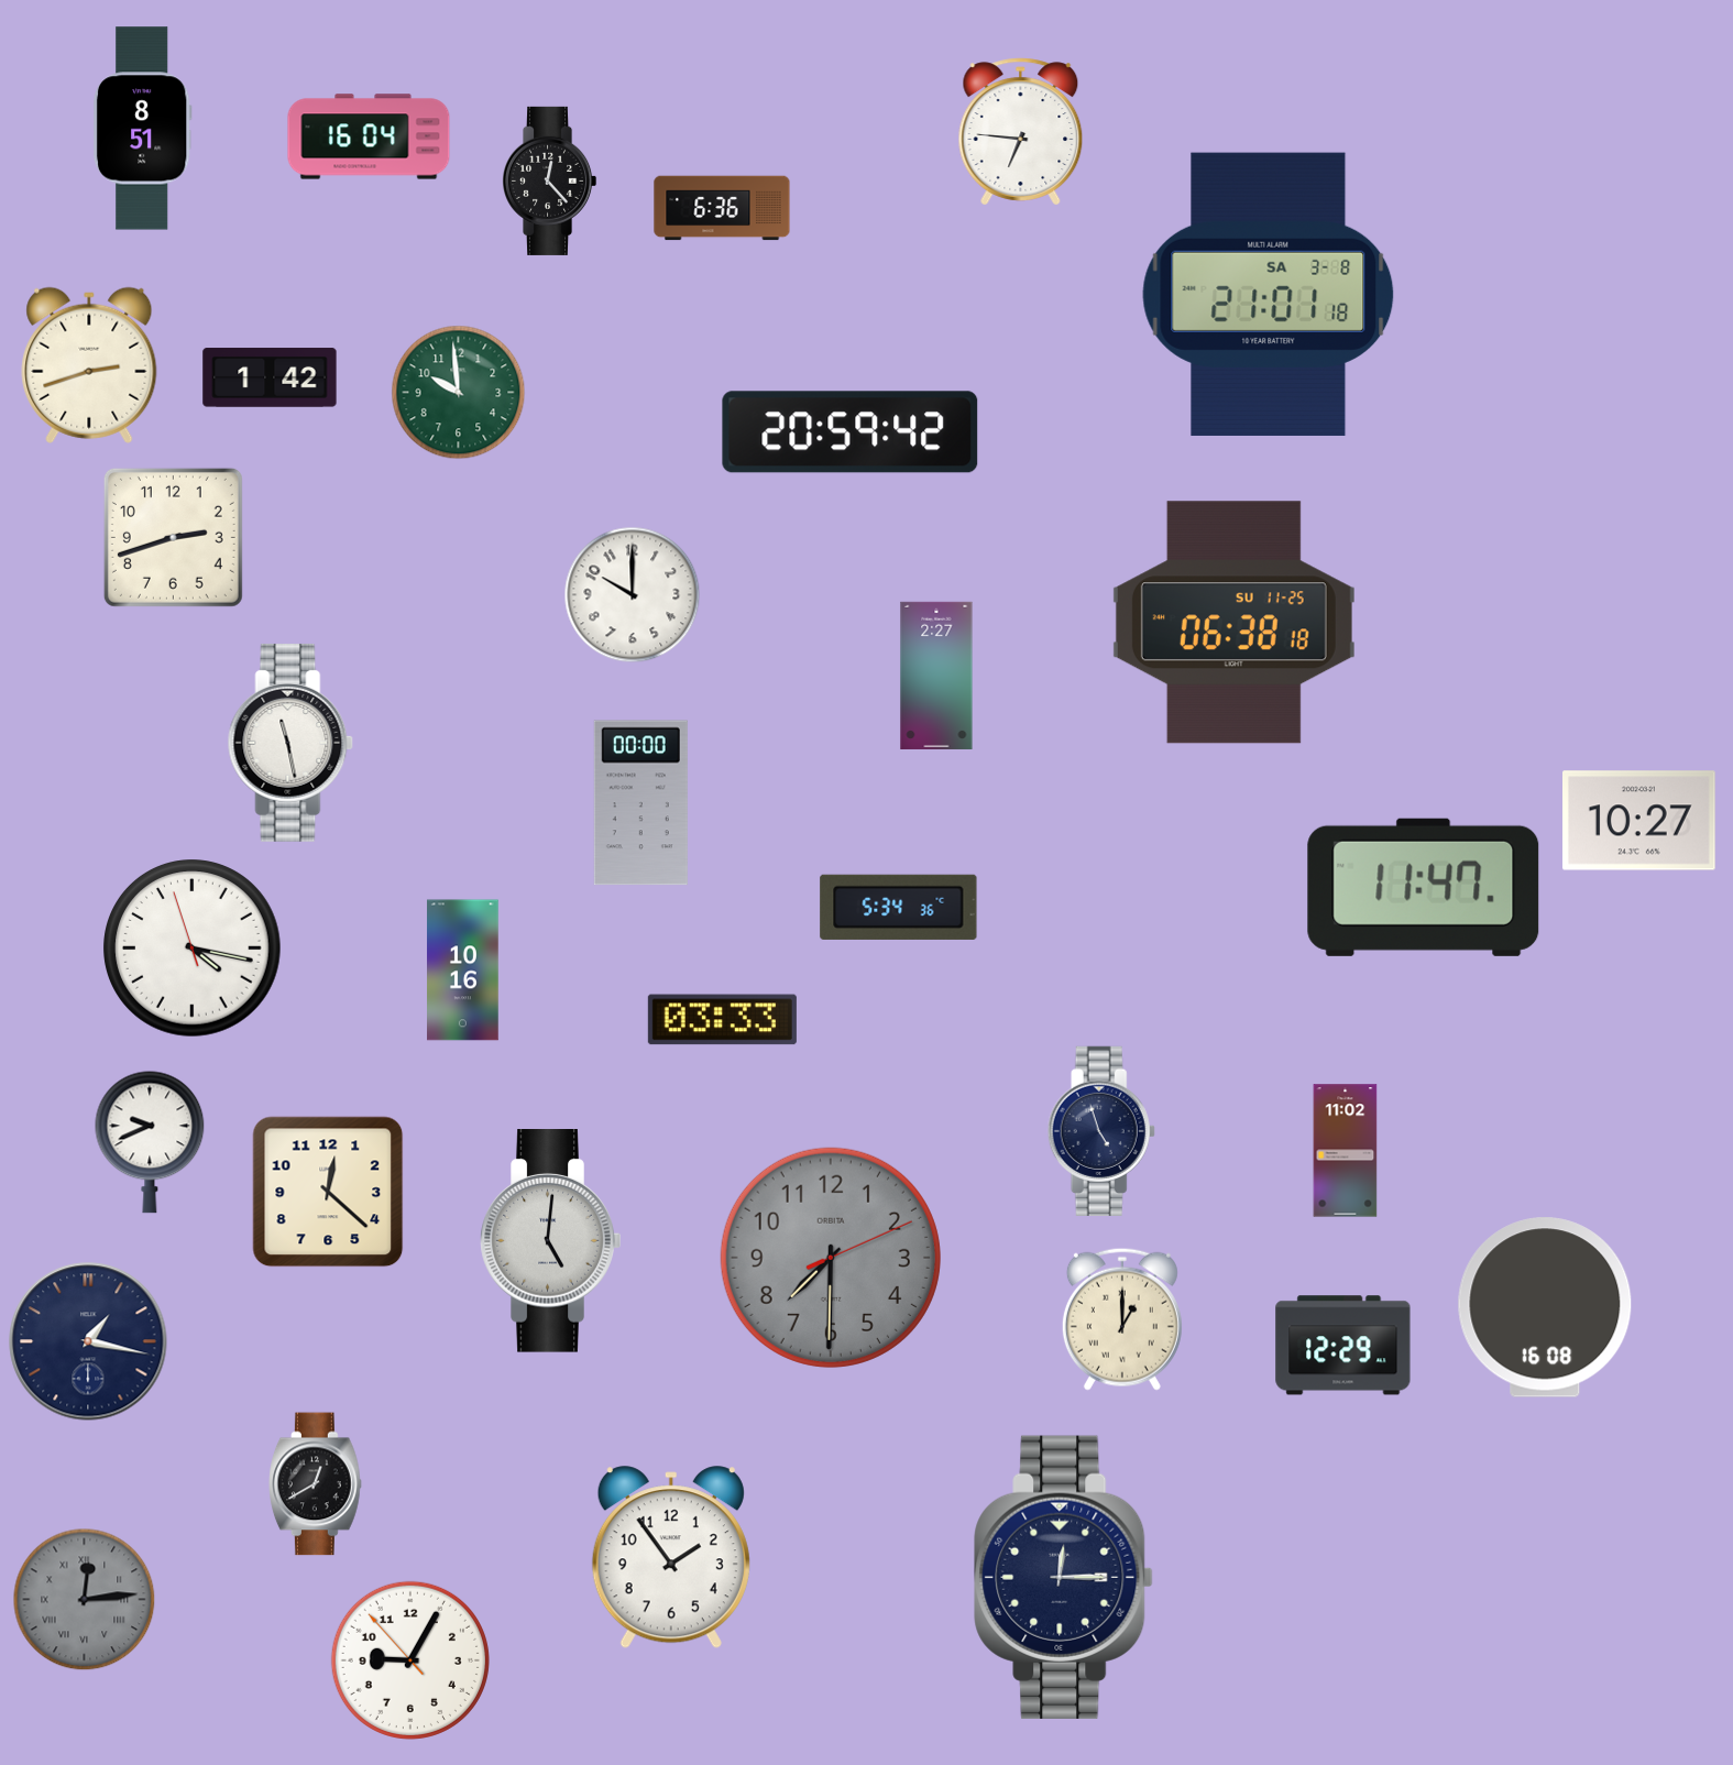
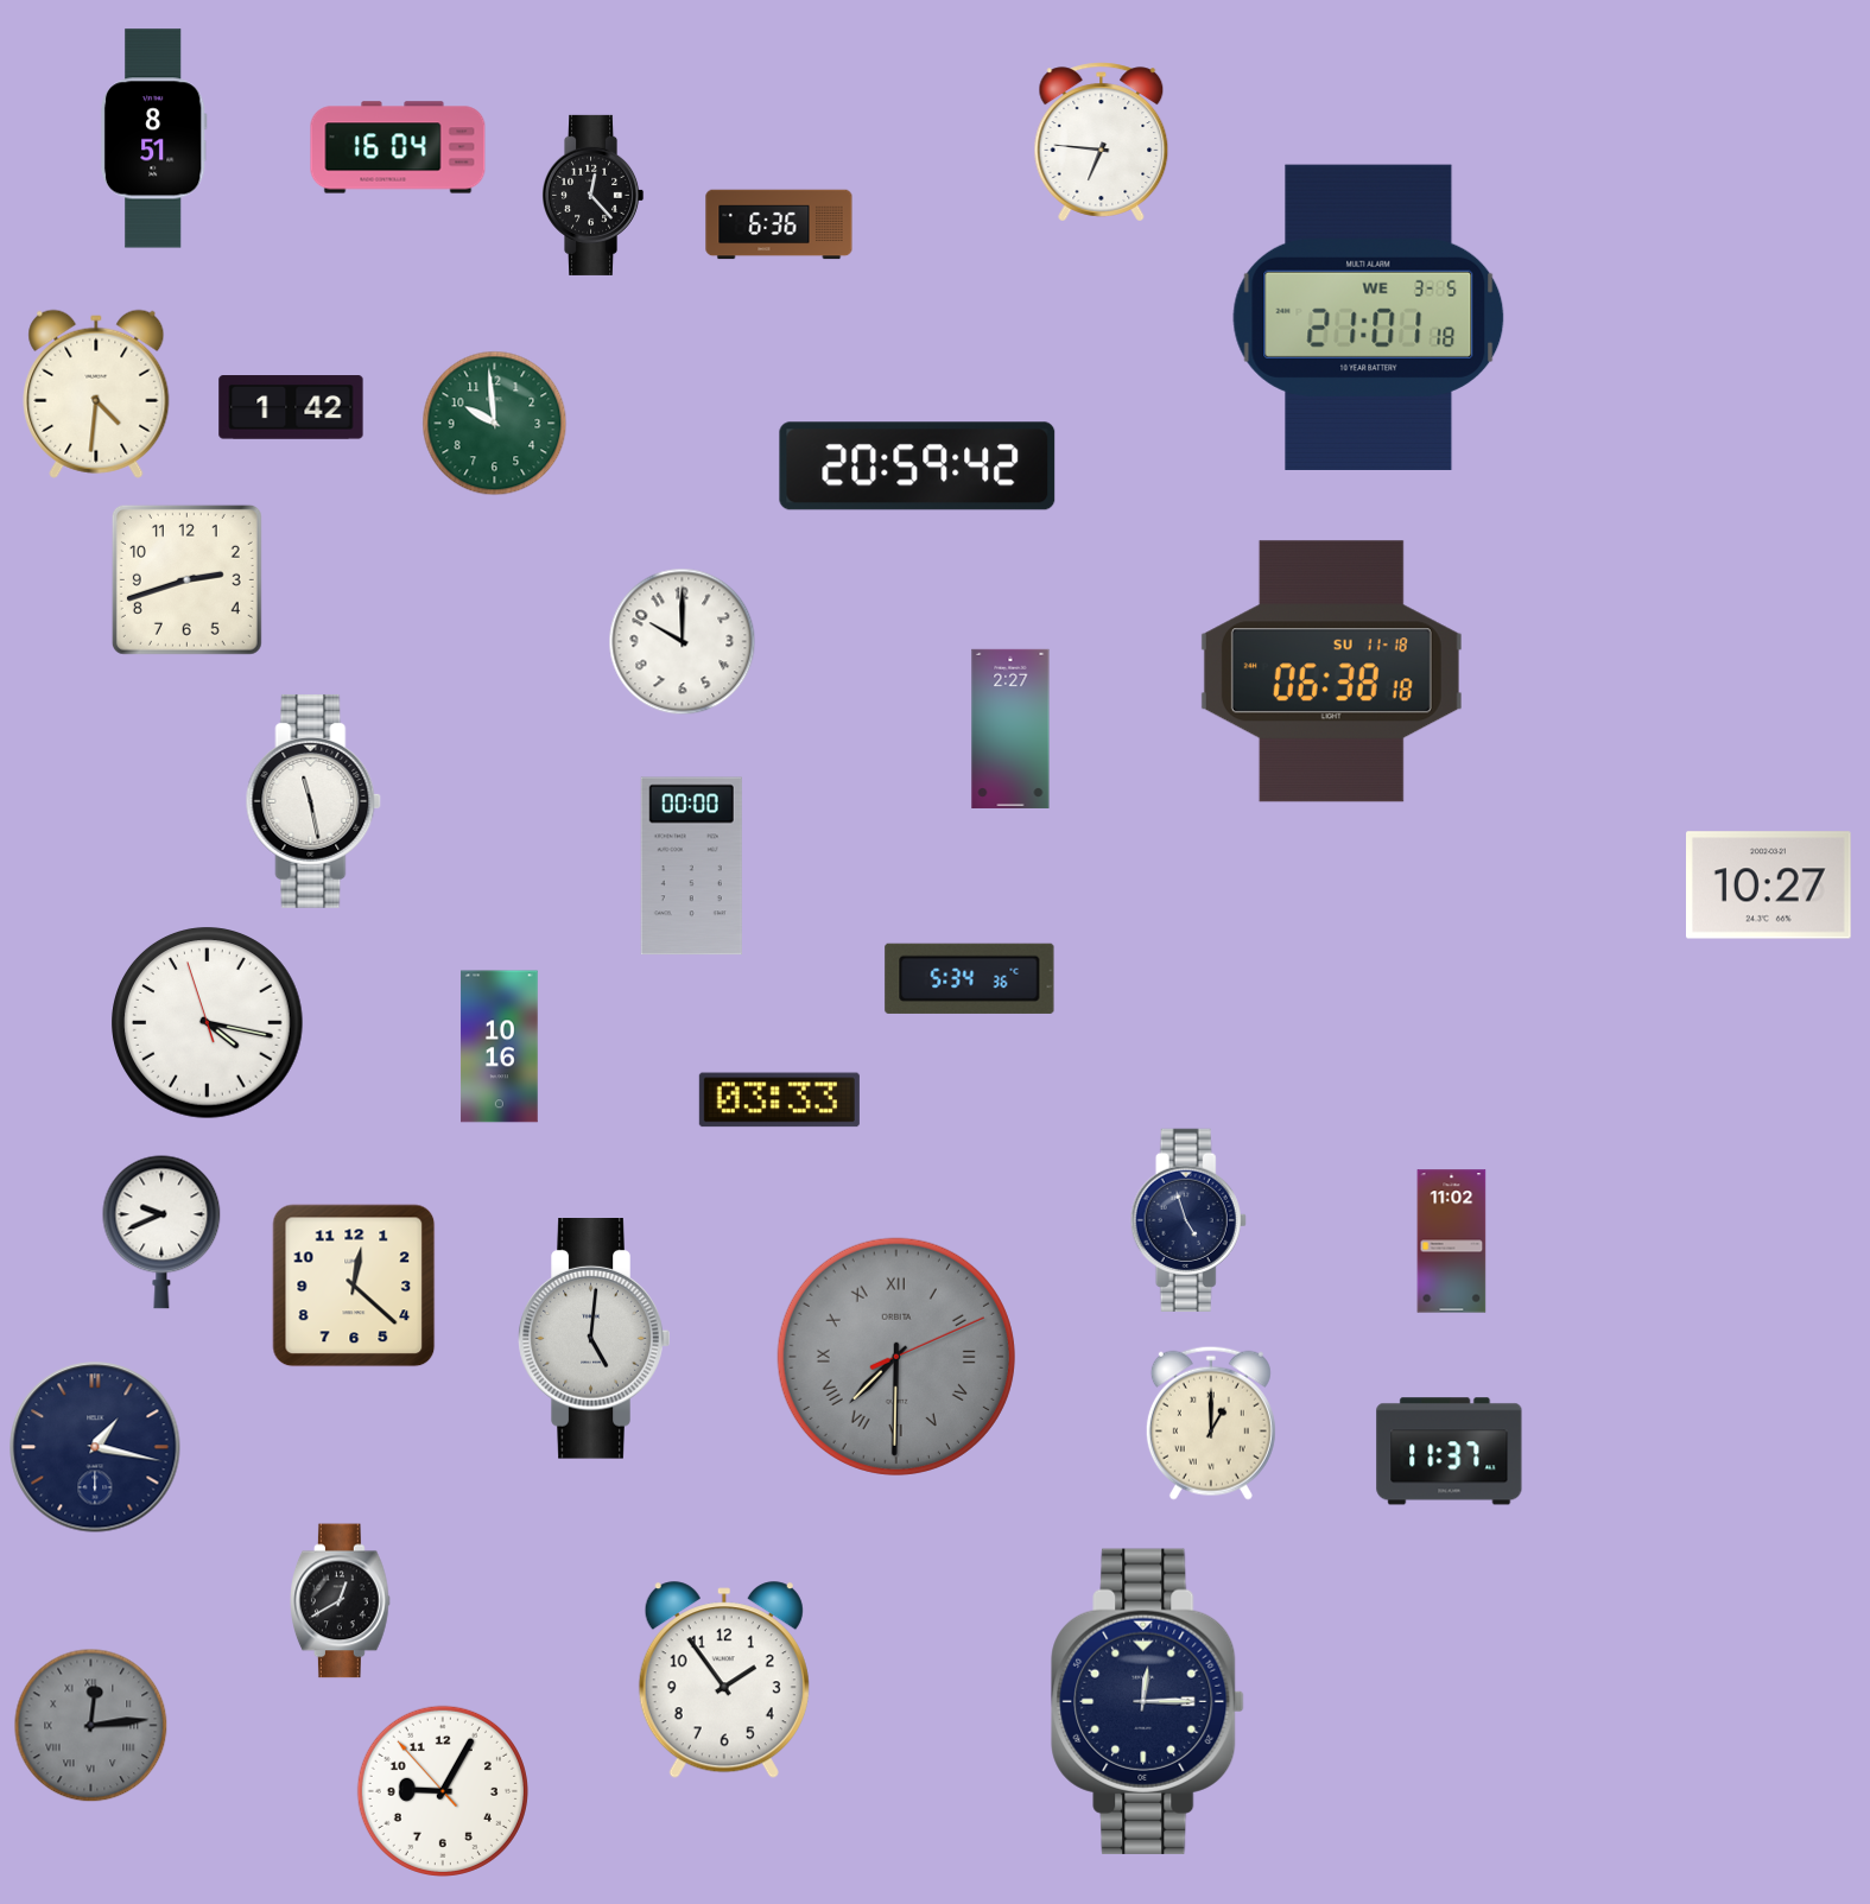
clock at (1269, 294) date: SA 3-8 -> WE 3-5
clock at (89, 365): 2:42 -> 4:31
clock at (1233, 623) date: SU 11-25 -> SU 11-18
clock at (1424, 887): 11:47 -> none
clock at (831, 1258) numerals: Arabic -> Roman
clock at (1545, 1307): 16:08 -> none
clock at (1343, 1346): 12:29 -> 11:37
